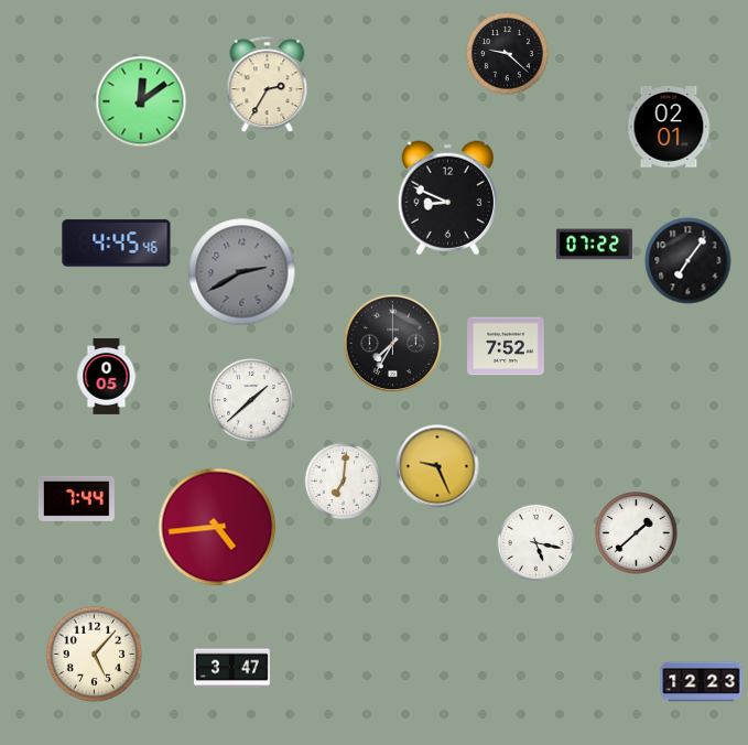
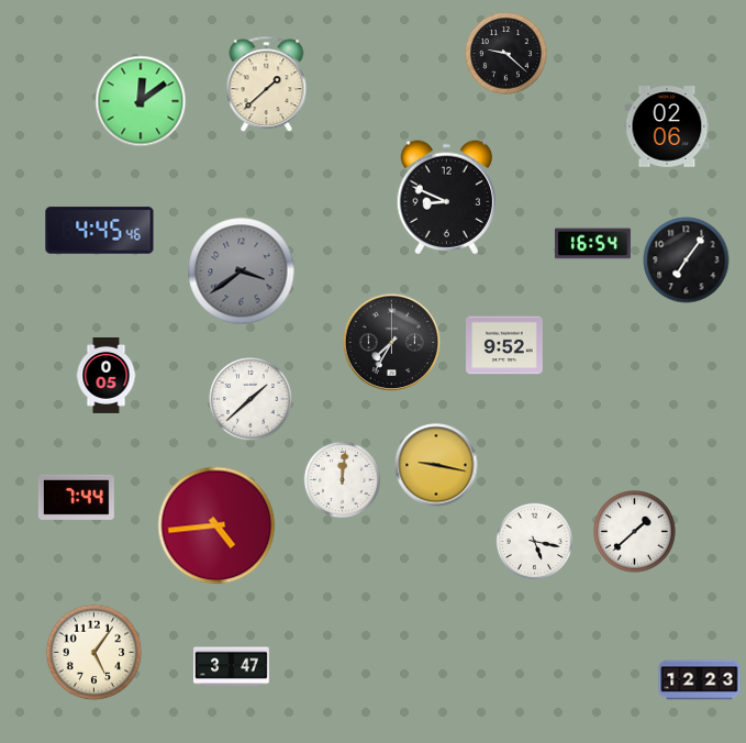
clock at (268, 85): 2:35 -> 1:38
clock at (669, 127): 02:01 -> 02:06
clock at (117, 244) position: (117, 244) -> (100, 231)
clock at (594, 245): 07:22 -> 16:54
clock at (242, 272): 2:40 -> 3:39
clock at (506, 346): 7:52 -> 9:52
clock at (437, 466): 9:26 -> 9:17
clock at (344, 482): 7:01 -> 12:01
clock at (95, 655): 5:07 -> 5:06
